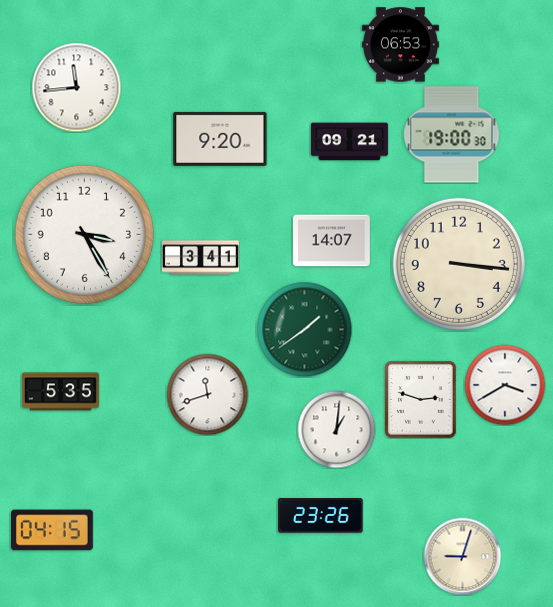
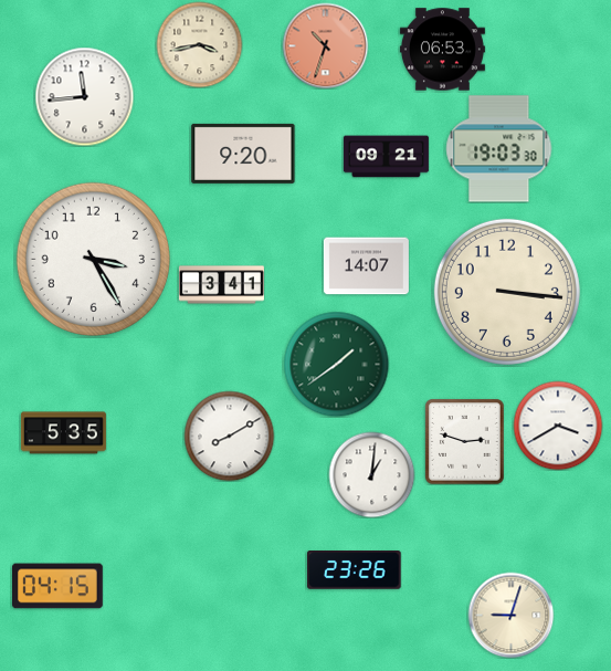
clock at (199, 44): none -> 3:43
clock at (325, 45): none -> 10:33
clock at (452, 135): 19:00 -> 19:03
clock at (60, 392) position: (60, 392) -> (63, 433)
clock at (207, 394): 11:42 -> 8:10
